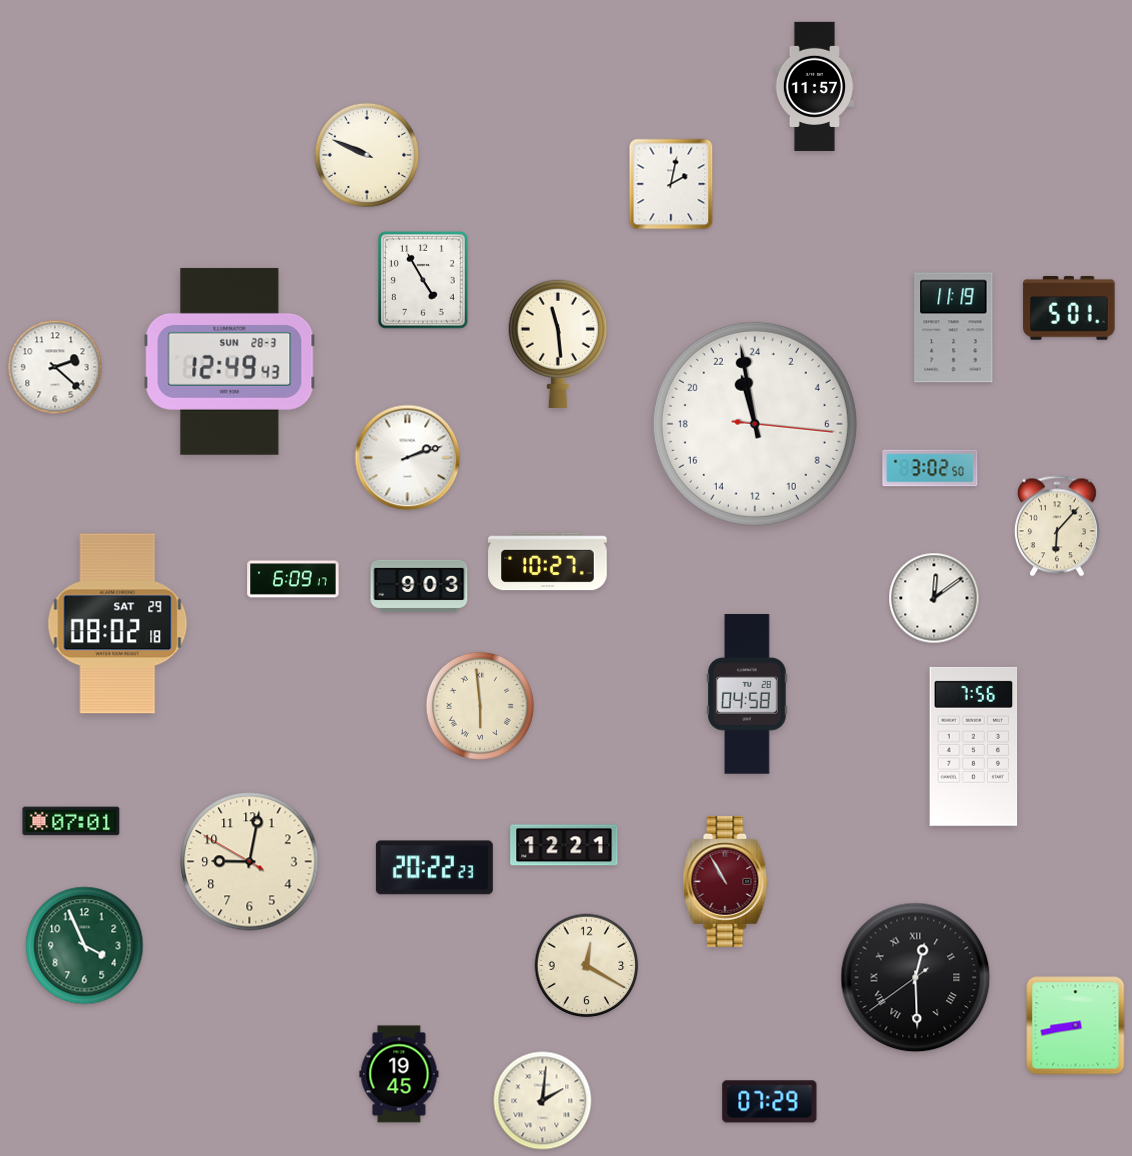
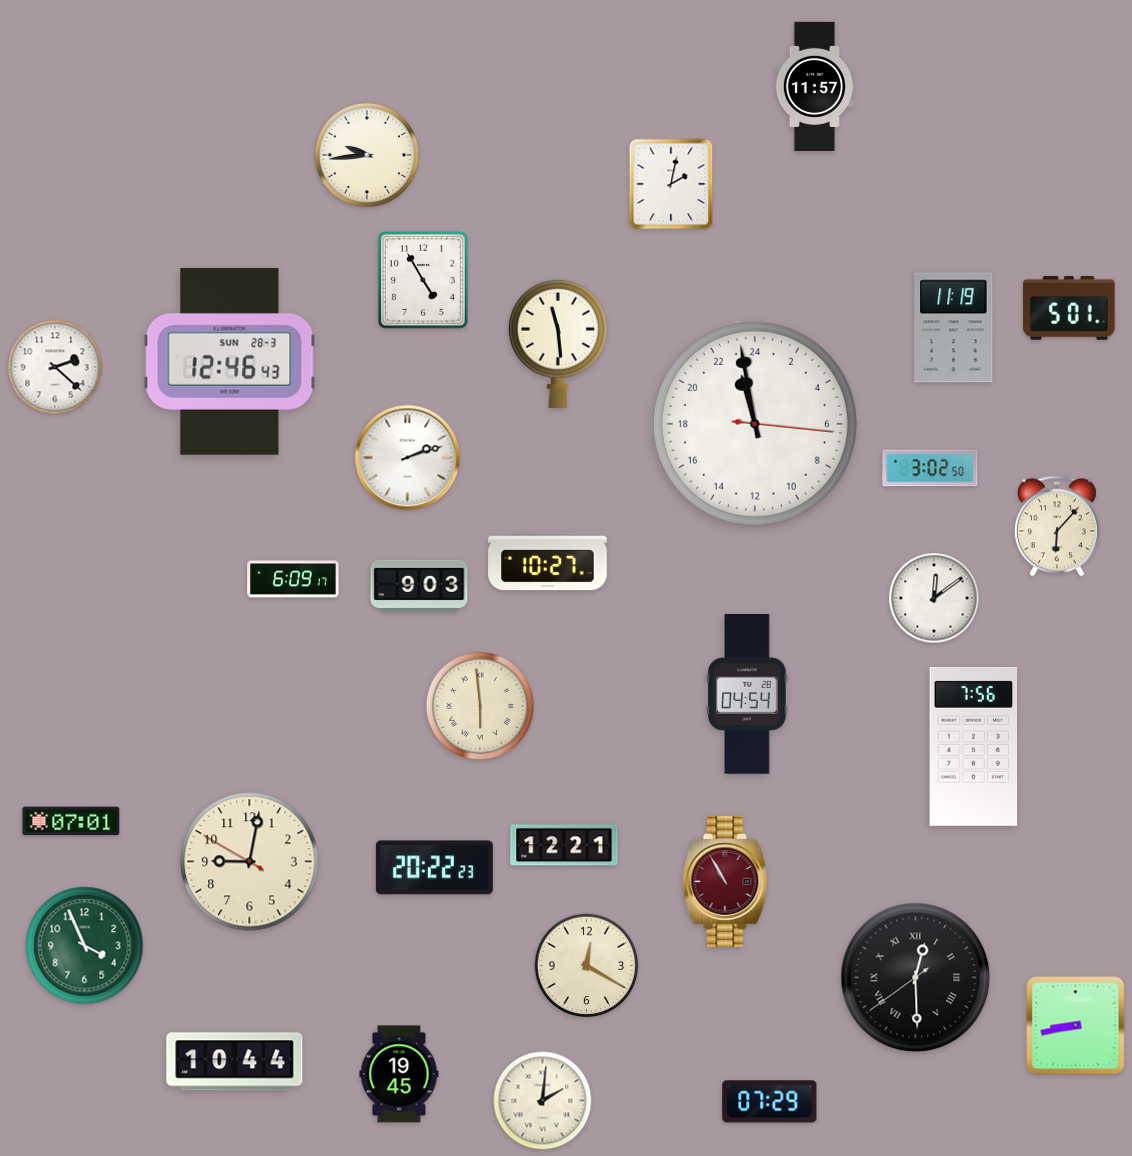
clock at (367, 155): 9:49 -> 9:44
clock at (230, 361): 12:49 -> 12:46
clock at (118, 624): 08:02 -> none
clock at (747, 694): 04:58 -> 04:54
clock at (235, 1062): none -> 10:44
